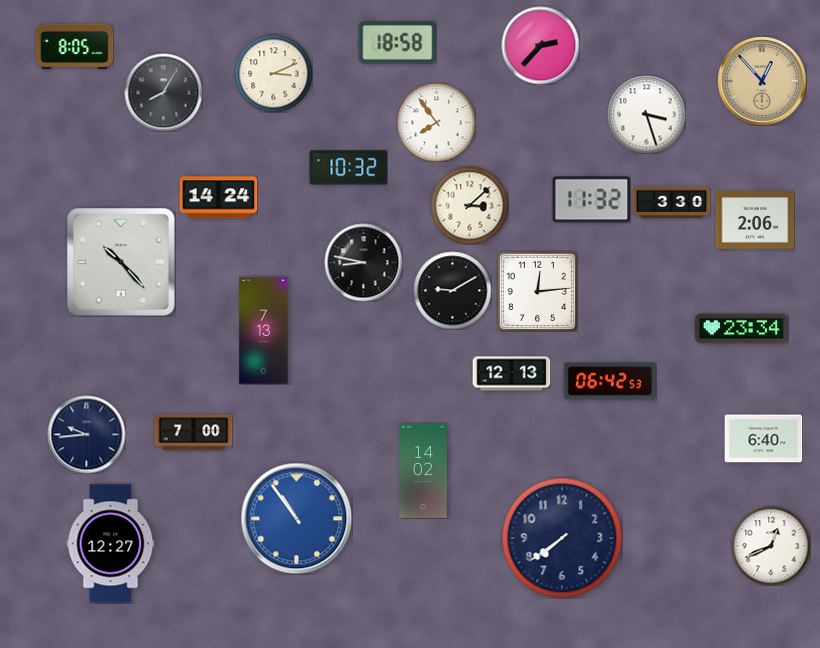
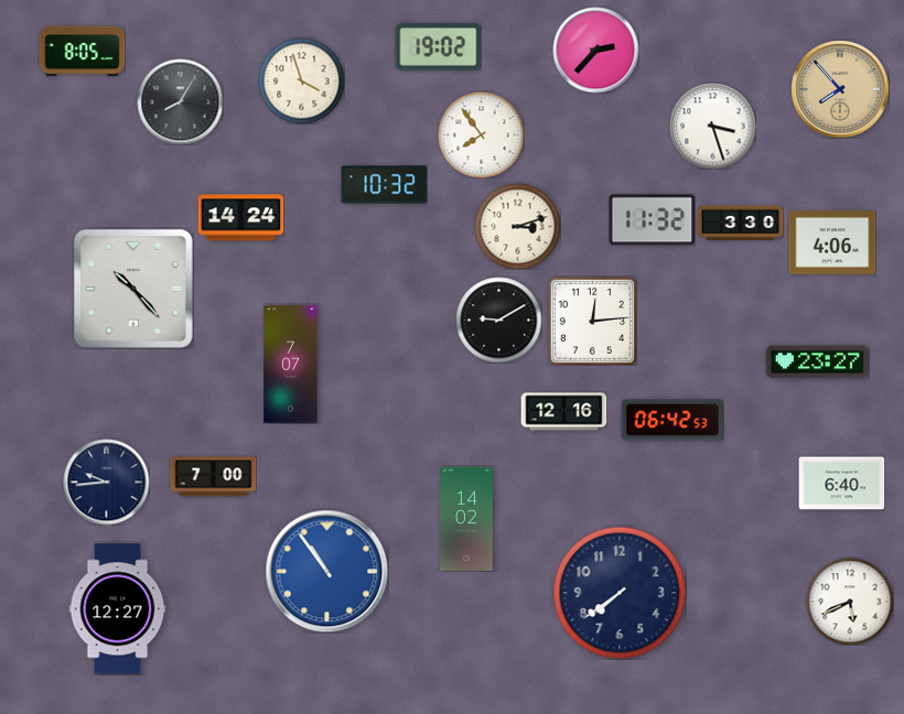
clock at (397, 43): 18:58 -> 19:02
clock at (273, 73): 3:11 -> 3:57
clock at (762, 81): 12:53 -> 7:53
clock at (469, 205): 3:08 -> 3:12
clock at (755, 220): 2:06 -> 4:06
clock at (363, 262): 8:47 -> none
clock at (741, 329): 23:34 -> 23:27
clock at (264, 331): 7:13 -> 7:07
clock at (511, 374): 12:13 -> 12:16
clock at (86, 434) position: (86, 434) -> (106, 482)
clock at (111, 544) position: (111, 544) -> (118, 609)
clock at (771, 546): 12:41 -> 5:41
